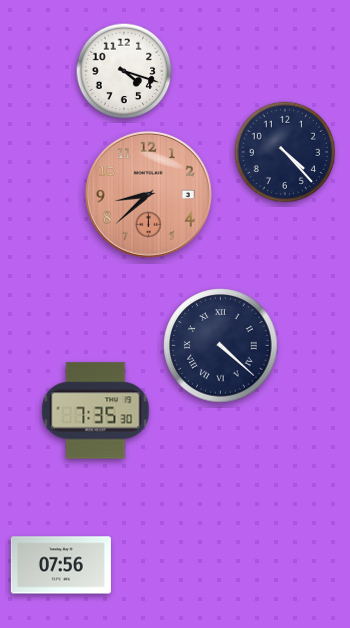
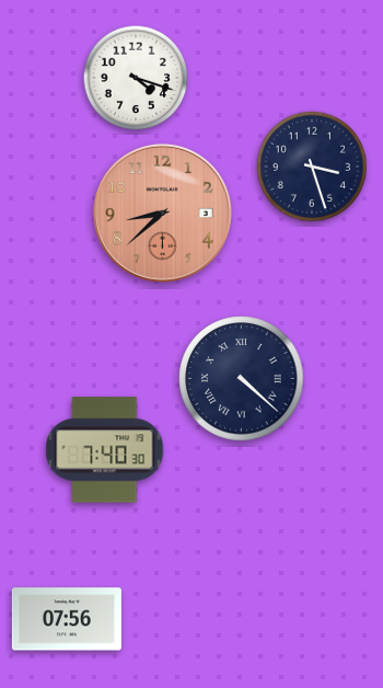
clock at (284, 151): 4:23 -> 3:27
clock at (96, 411): 7:35 -> 7:40
